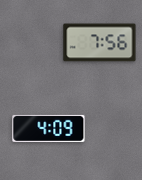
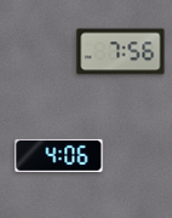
clock at (49, 128): 4:09 -> 4:06
